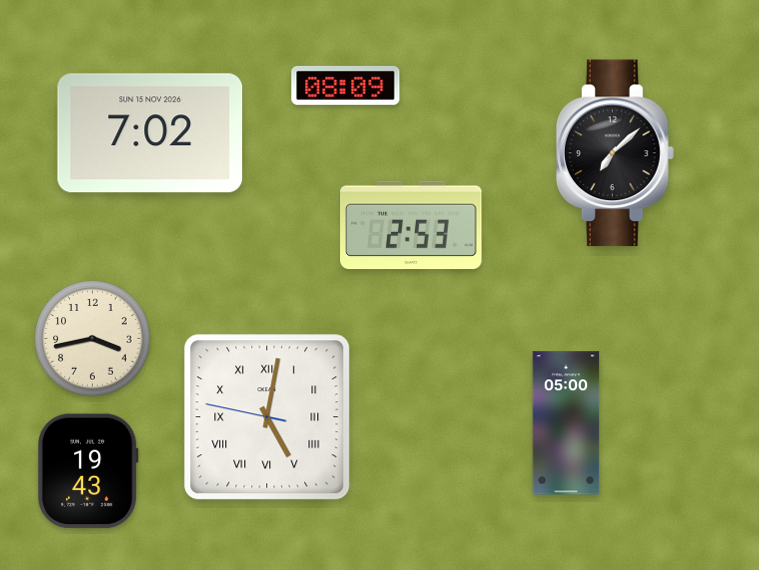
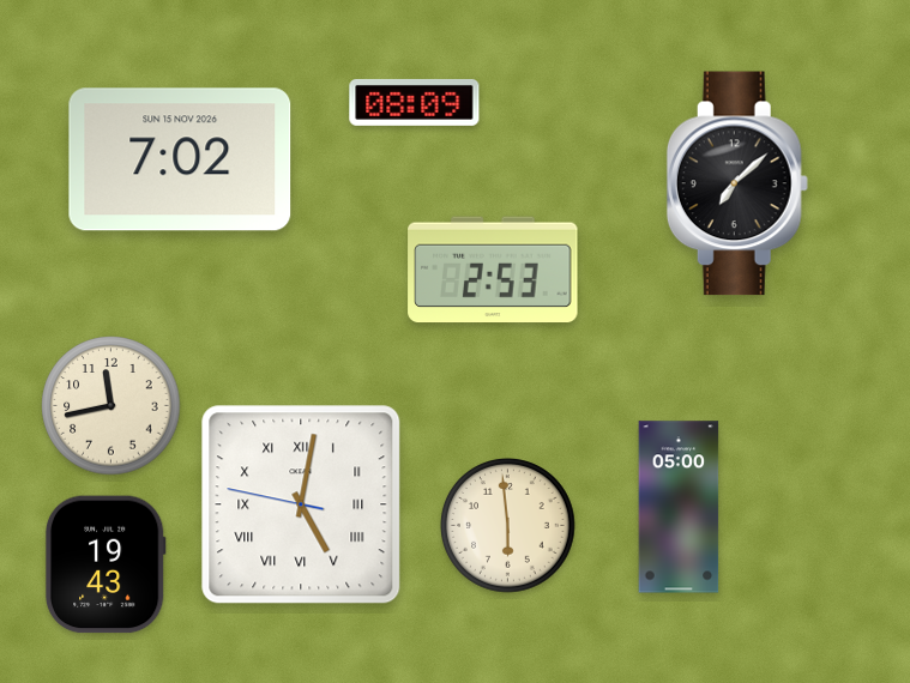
clock at (93, 339): 3:43 -> 11:43
clock at (267, 417) position: (267, 417) -> (301, 504)
clock at (508, 526): none -> 5:59
